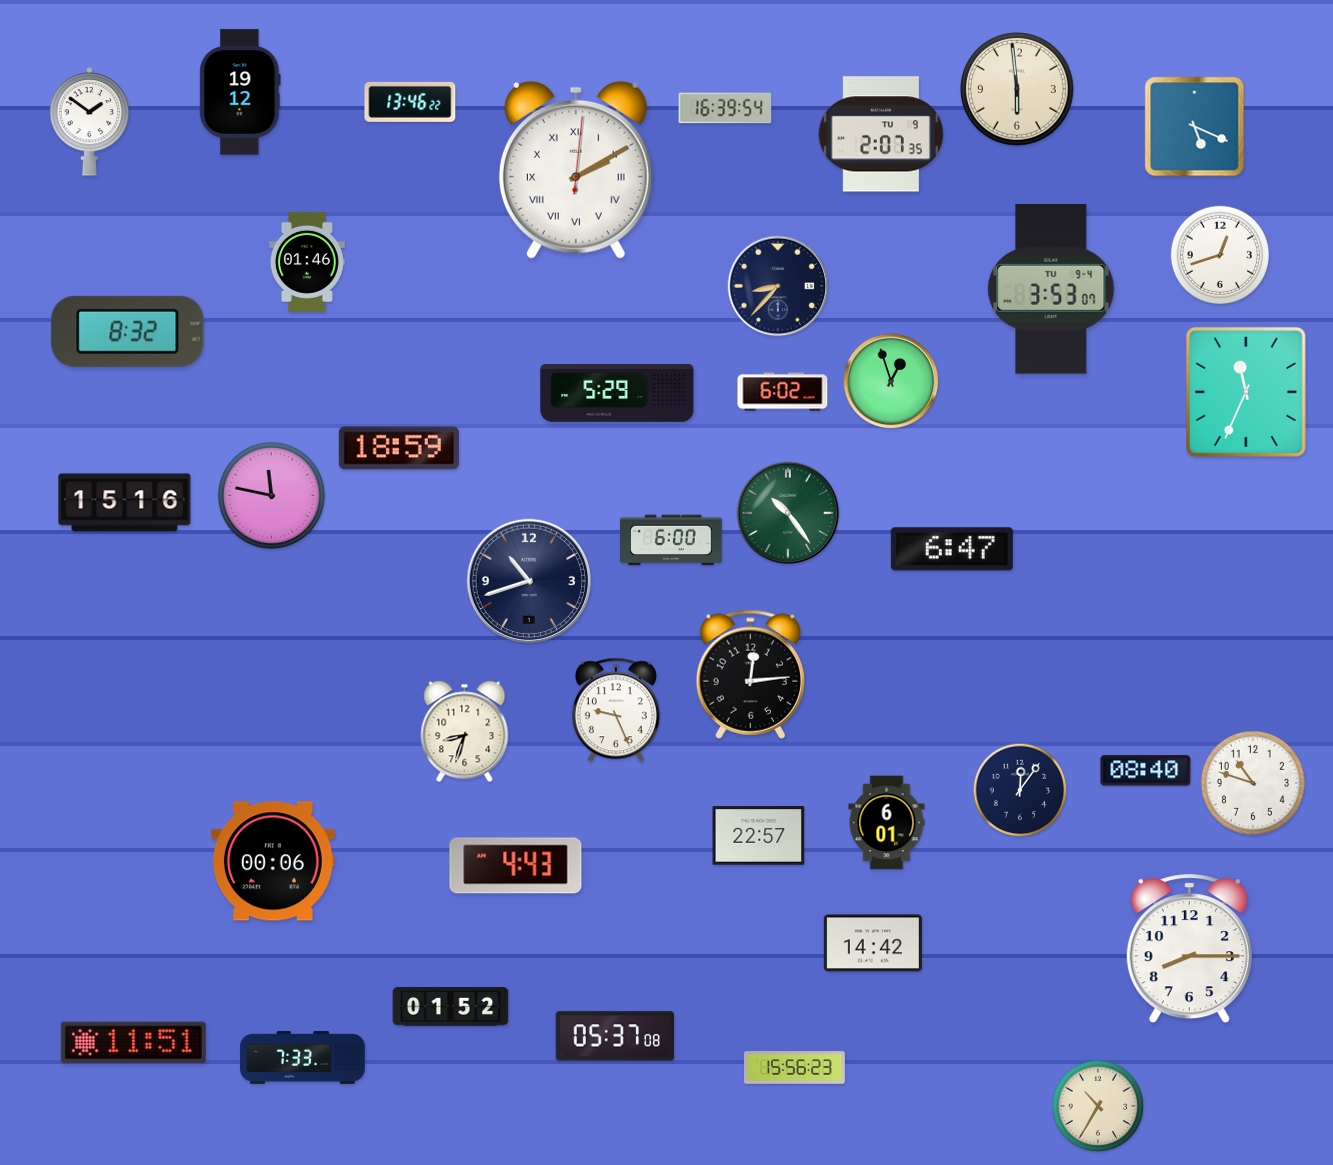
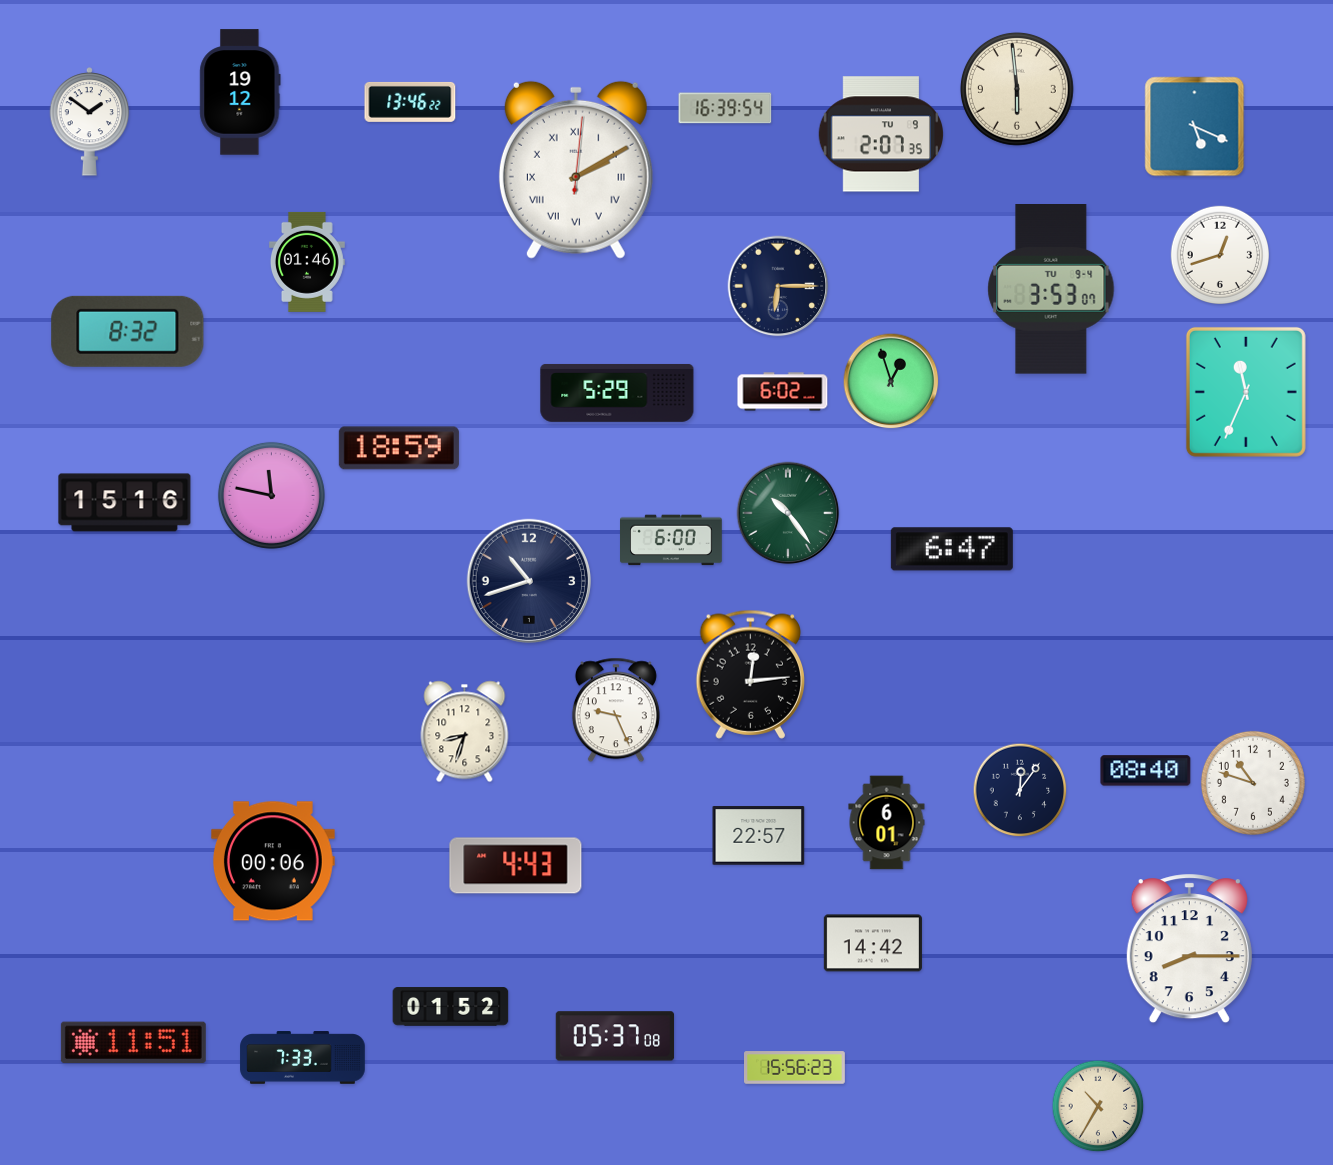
clock at (778, 286): 8:37 -> 6:15
